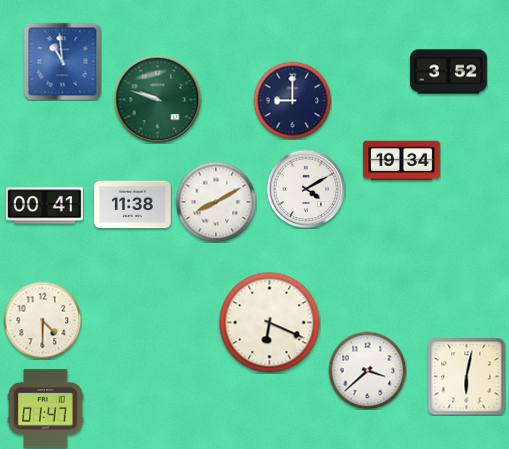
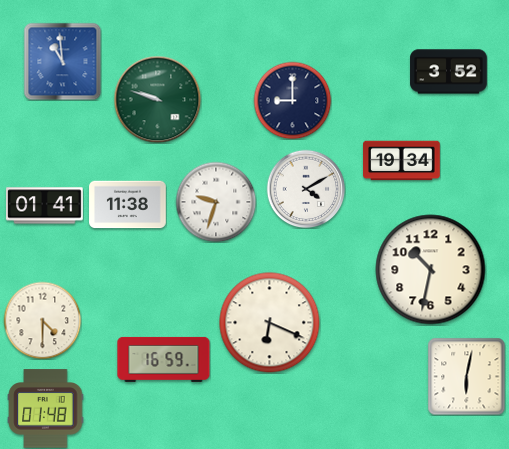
clock at (216, 202): 8:10 -> 9:33
clock at (133, 205) position: (133, 205) -> (128, 205)
clock at (45, 206): 00:41 -> 01:41
clock at (431, 270): none -> 10:32
clock at (164, 359): none -> 16:59
clock at (367, 370): 3:38 -> none
clock at (46, 409): 01:47 -> 01:48
